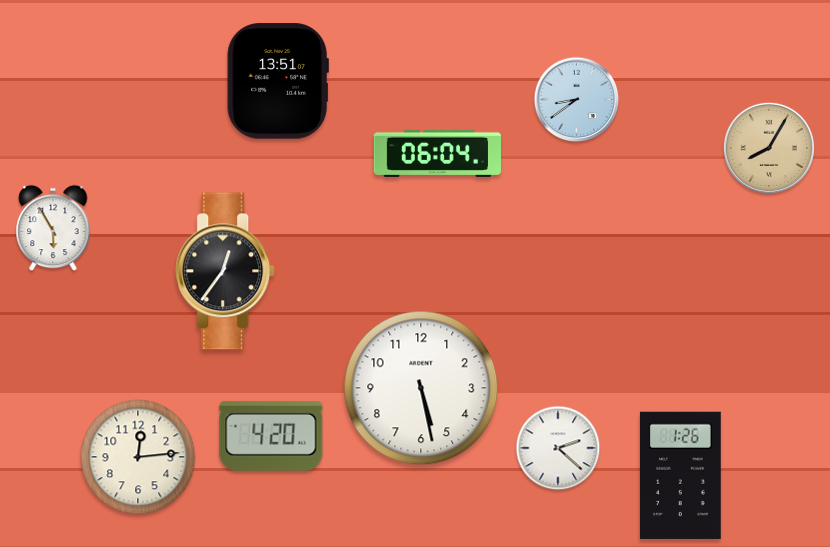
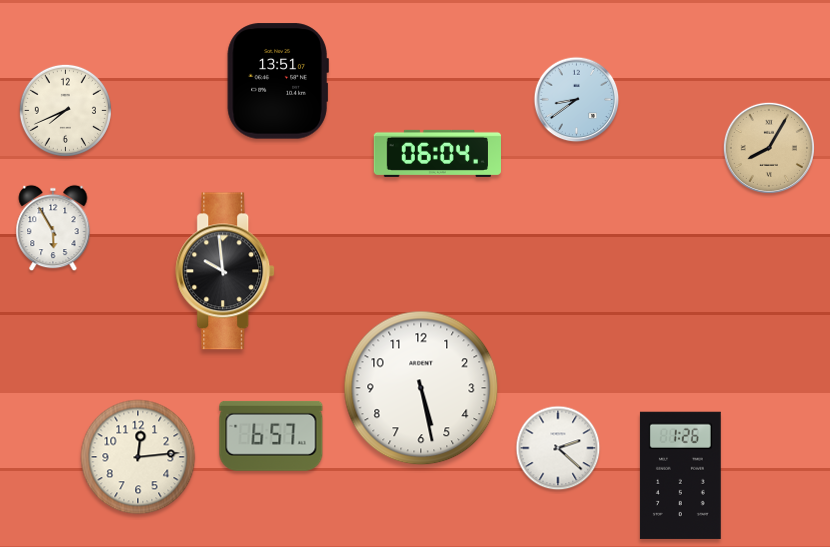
clock at (65, 110): none -> 7:41
clock at (226, 271): 12:36 -> 9:59
clock at (271, 436): 4:20 -> 6:57
